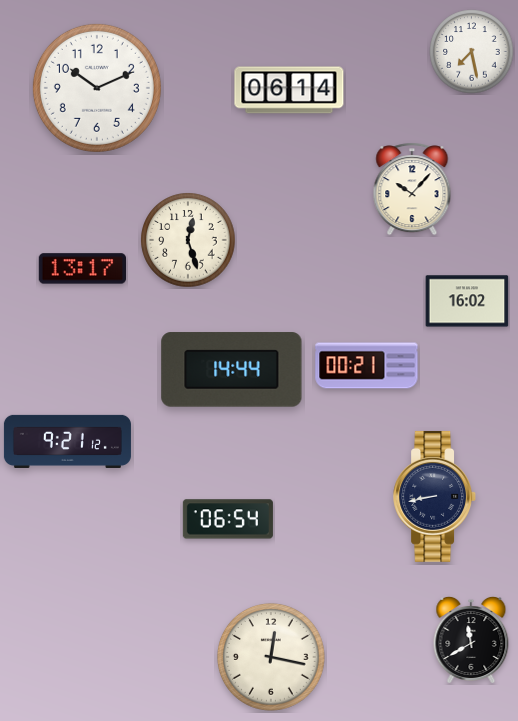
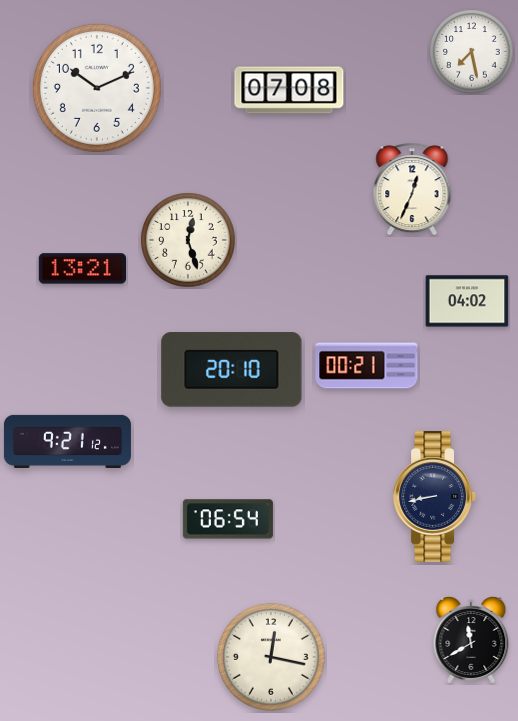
clock at (289, 90): 06:14 -> 07:08
clock at (412, 189): 10:07 -> 12:34
clock at (82, 269): 13:17 -> 13:21
clock at (467, 301): 16:02 -> 04:02
clock at (232, 370): 14:44 -> 20:10
